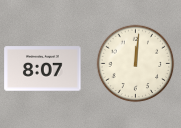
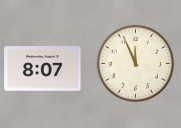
clock at (135, 63): 12:01 -> 11:56
